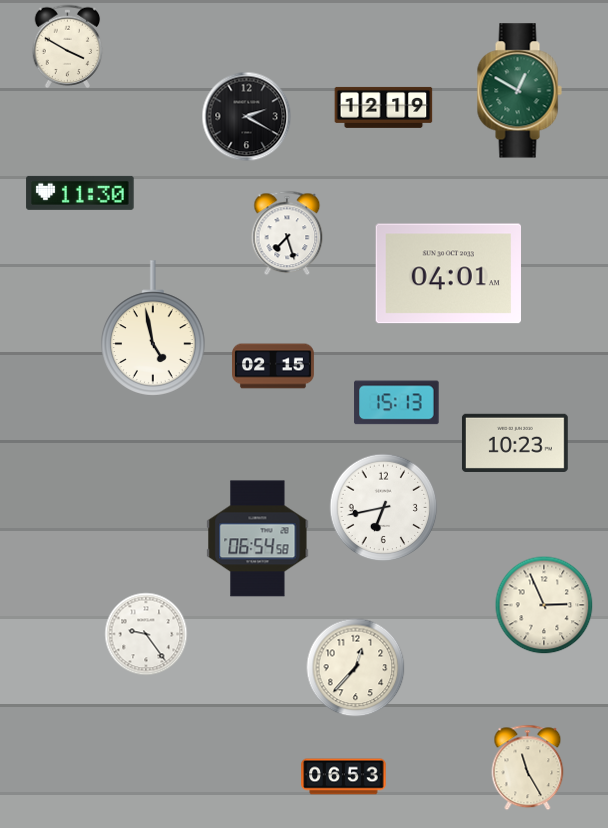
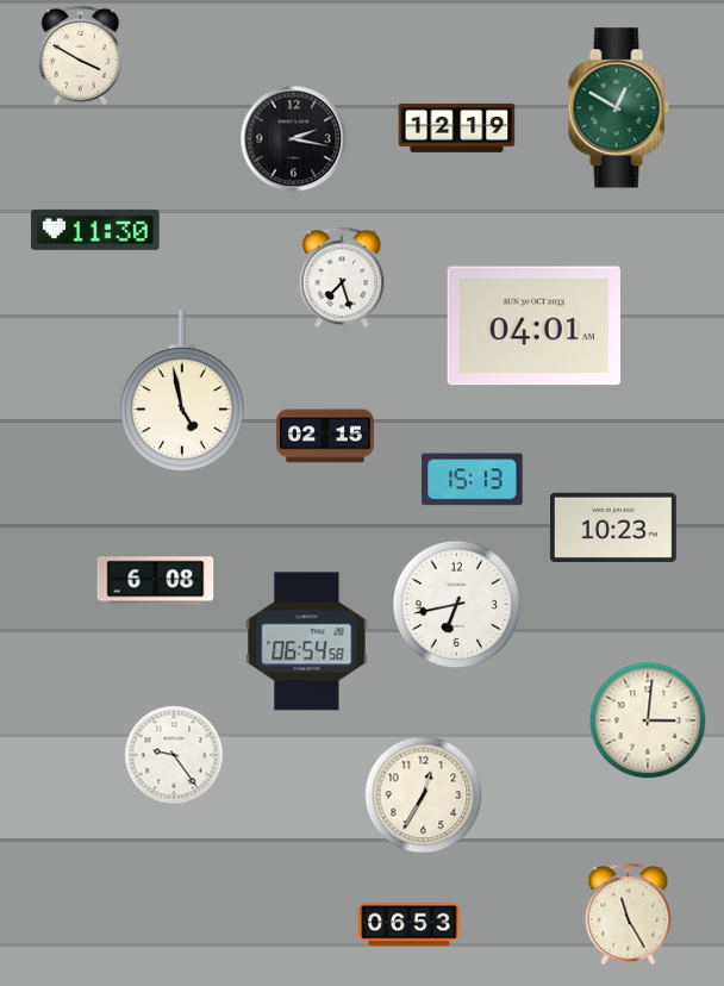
clock at (247, 117): 2:20 -> 2:17
clock at (156, 581): none -> 6:08
clock at (544, 605): 2:56 -> 3:01
clock at (356, 668): 12:37 -> 12:35
